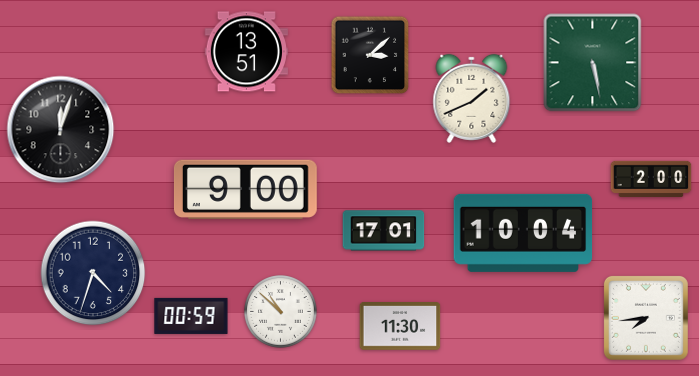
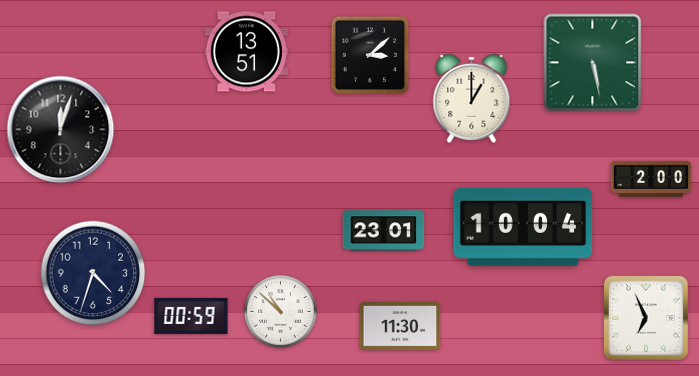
clock at (472, 98): 1:41 -> 1:00
clock at (245, 189): 9:00 -> none
clock at (384, 231): 17:01 -> 23:01
clock at (523, 233) position: (523, 233) -> (523, 227)
clock at (646, 318): 7:44 -> 6:56
